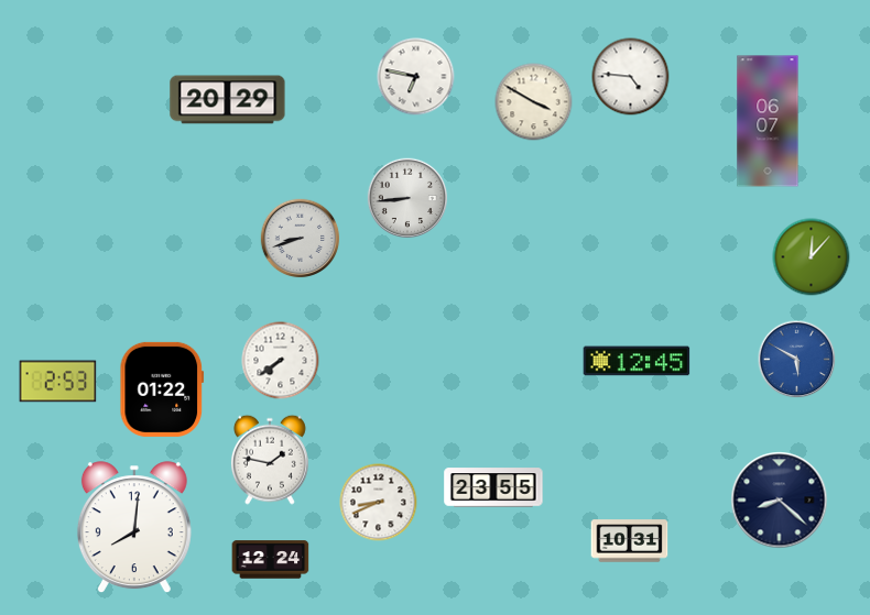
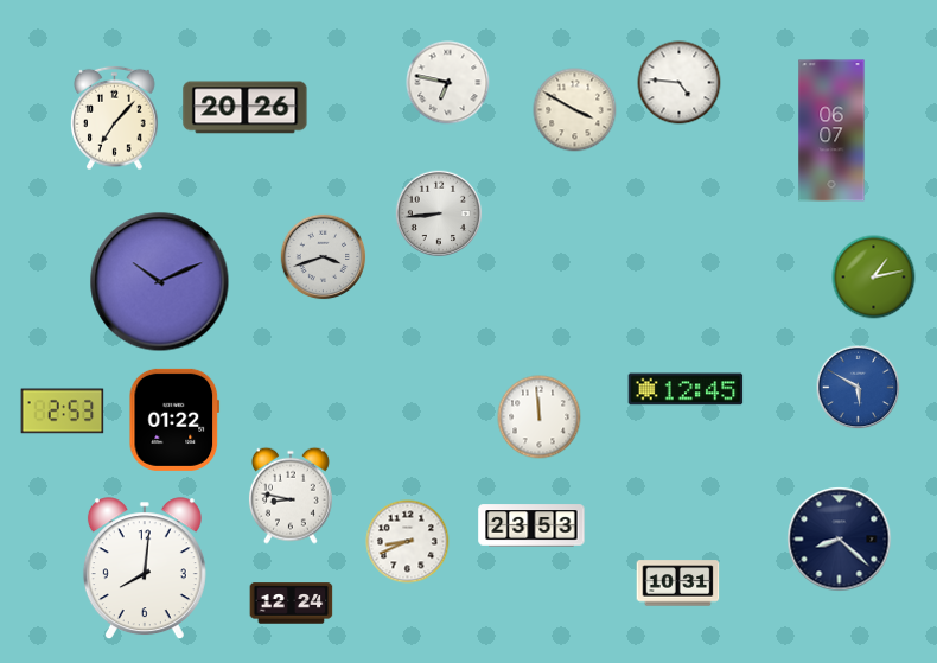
clock at (228, 100): 20:29 -> 20:26
clock at (115, 119): none -> 7:07
clock at (768, 121) position: (768, 121) -> (831, 130)
clock at (301, 239): 8:42 -> 3:42
clock at (812, 257): 12:07 -> 1:13
clock at (160, 282): none -> 10:11
clock at (281, 361): 7:39 -> none
clock at (540, 417): none -> 11:59
clock at (270, 460): 1:47 -> 8:47
clock at (493, 487): 23:55 -> 23:53
